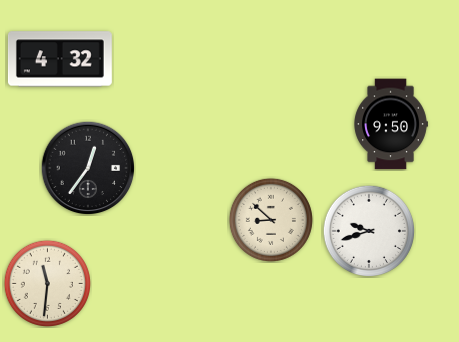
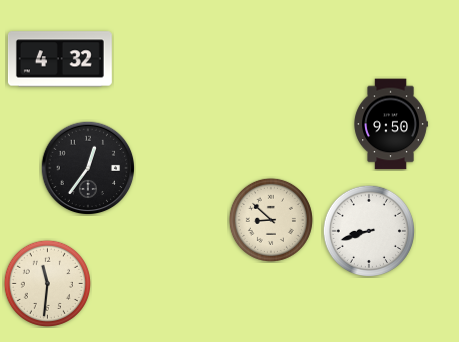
clock at (368, 230): 9:42 -> 8:42
